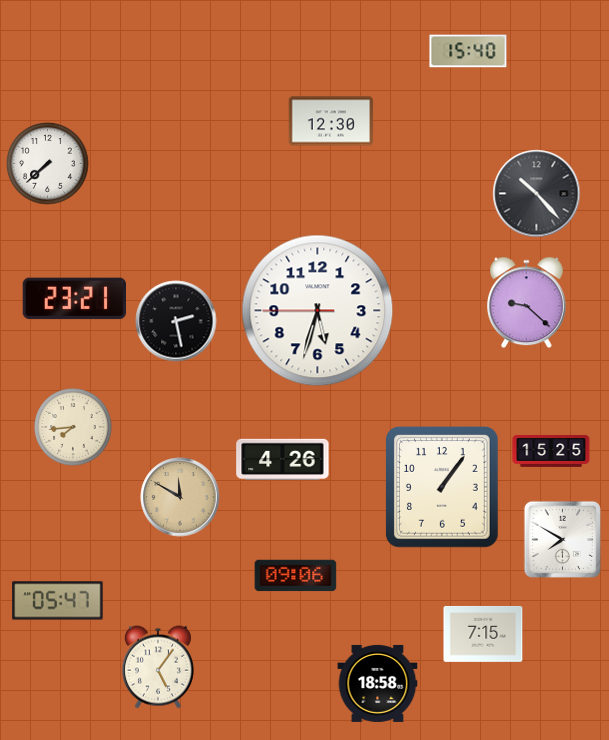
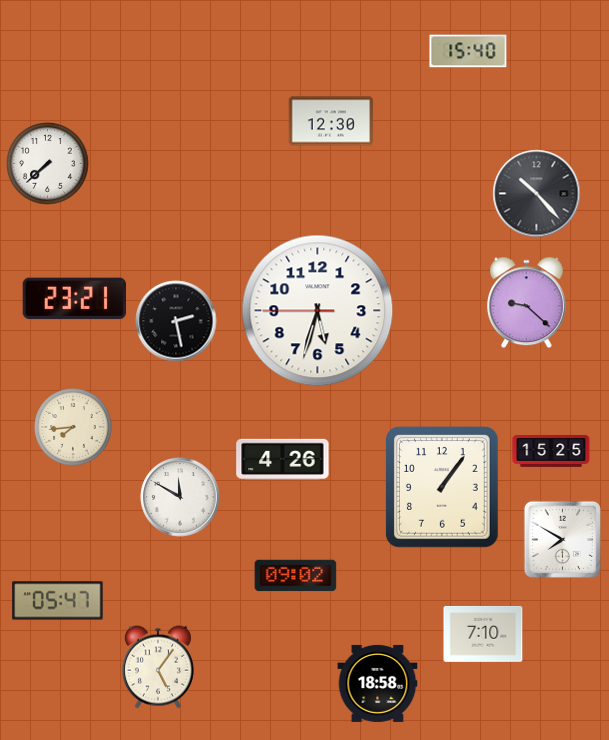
clock at (180, 497) dial: champagne -> white
clock at (296, 576): 09:06 -> 09:02
clock at (483, 634): 7:15 -> 7:10
